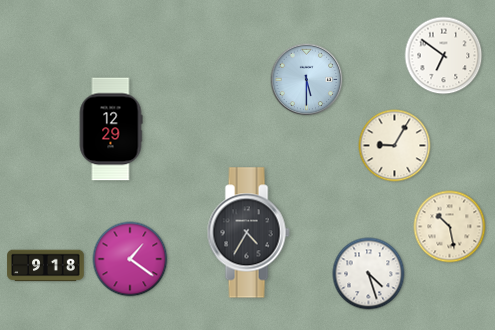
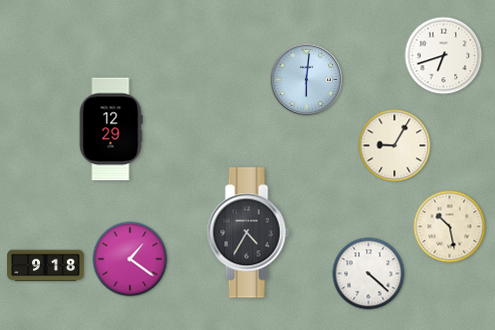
clock at (444, 56): 6:51 -> 6:42
clock at (307, 80): 5:30 -> 6:01
clock at (369, 274): 4:27 -> 4:22
